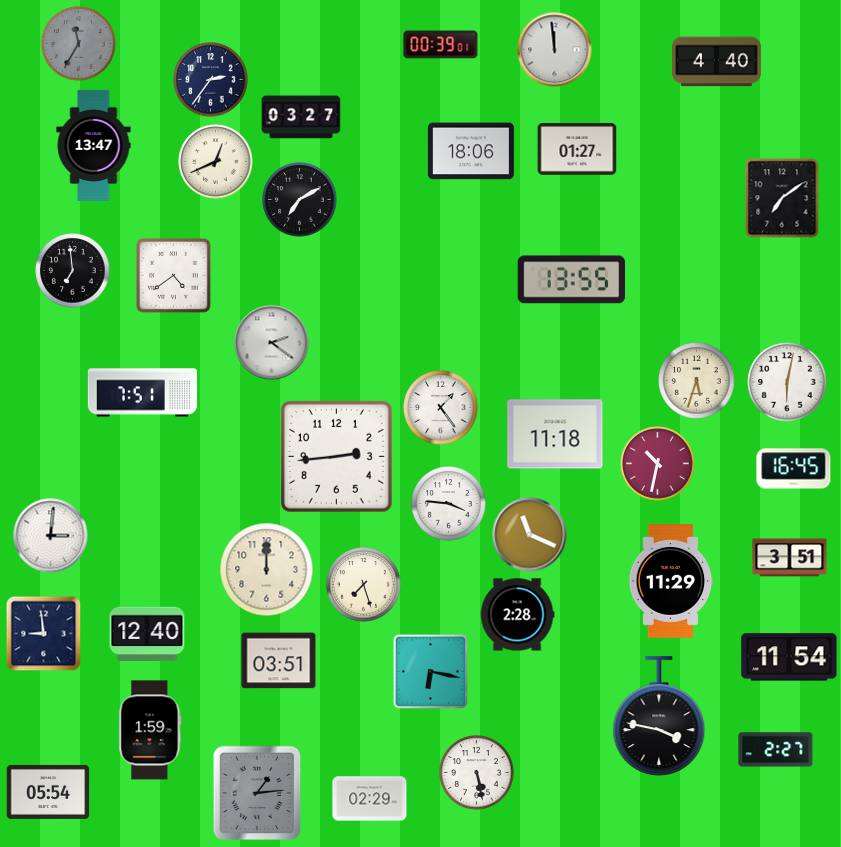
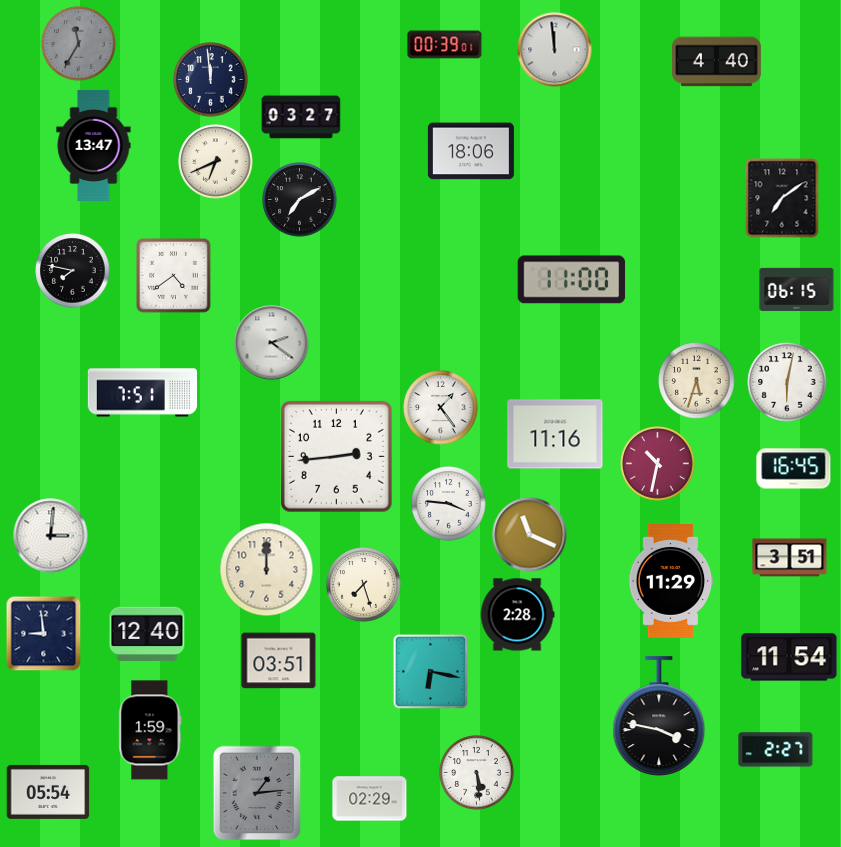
clock at (441, 45) position: (441, 45) -> (445, 45)
clock at (211, 80): 2:36 -> 11:59
clock at (577, 149): 01:27 -> none
clock at (216, 162): 12:41 -> 6:41
clock at (73, 271): 6:59 -> 7:47
clock at (572, 280): 13:55 -> 11:00
clock at (797, 289): none -> 06:15
clock at (555, 434): 11:18 -> 11:16
clock at (477, 773): 5:28 -> 5:29
